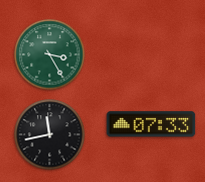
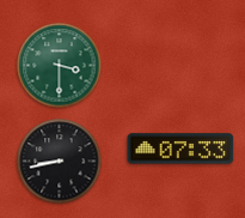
clock at (50, 55): 3:25 -> 3:30
clock at (50, 135): 11:43 -> 8:43
